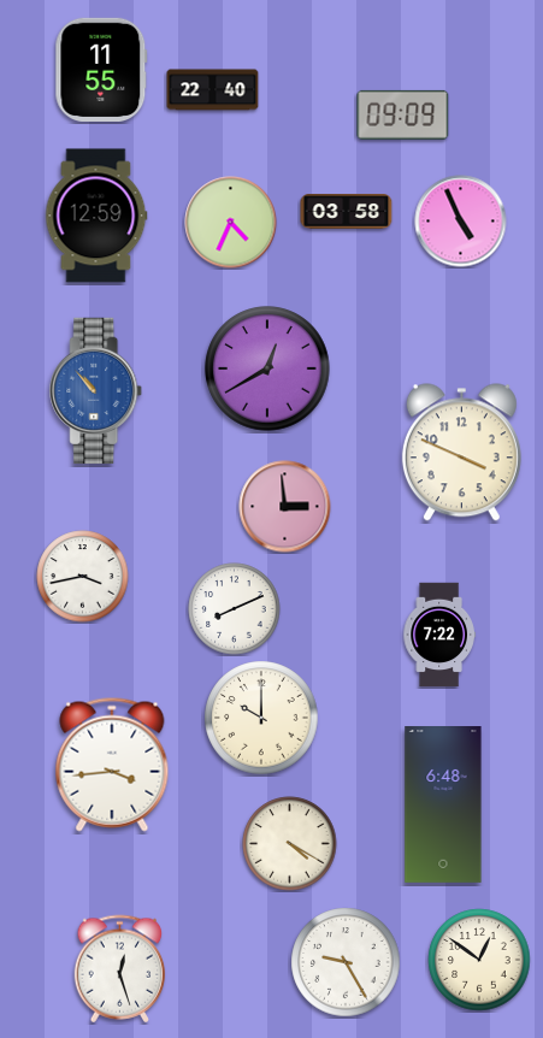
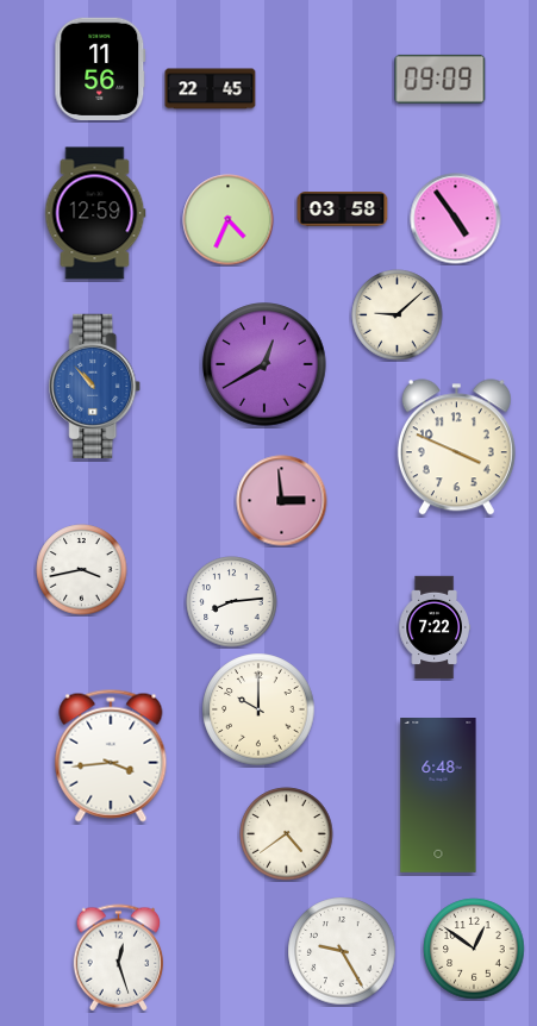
clock at (101, 69): 11:55 -> 11:56
clock at (213, 90): 22:40 -> 22:45
clock at (403, 114) position: (403, 114) -> (441, 79)
clock at (461, 222): 4:56 -> 4:54
clock at (398, 315): none -> 9:08
clock at (235, 609): 8:11 -> 8:14
clock at (290, 844): 4:20 -> 4:39
